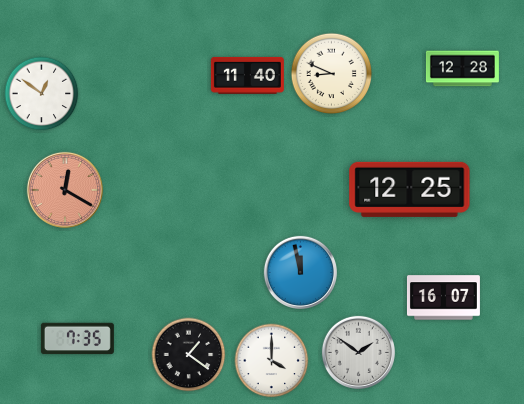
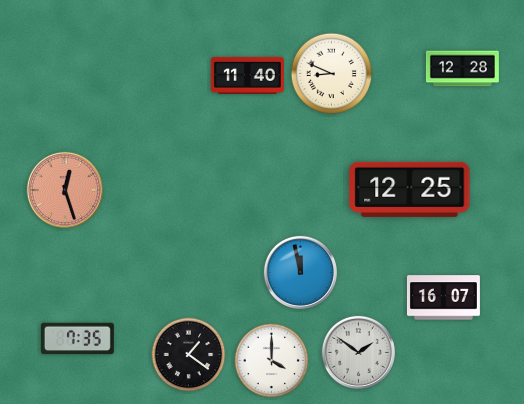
clock at (42, 94): 12:51 -> none
clock at (65, 190): 12:20 -> 12:27
